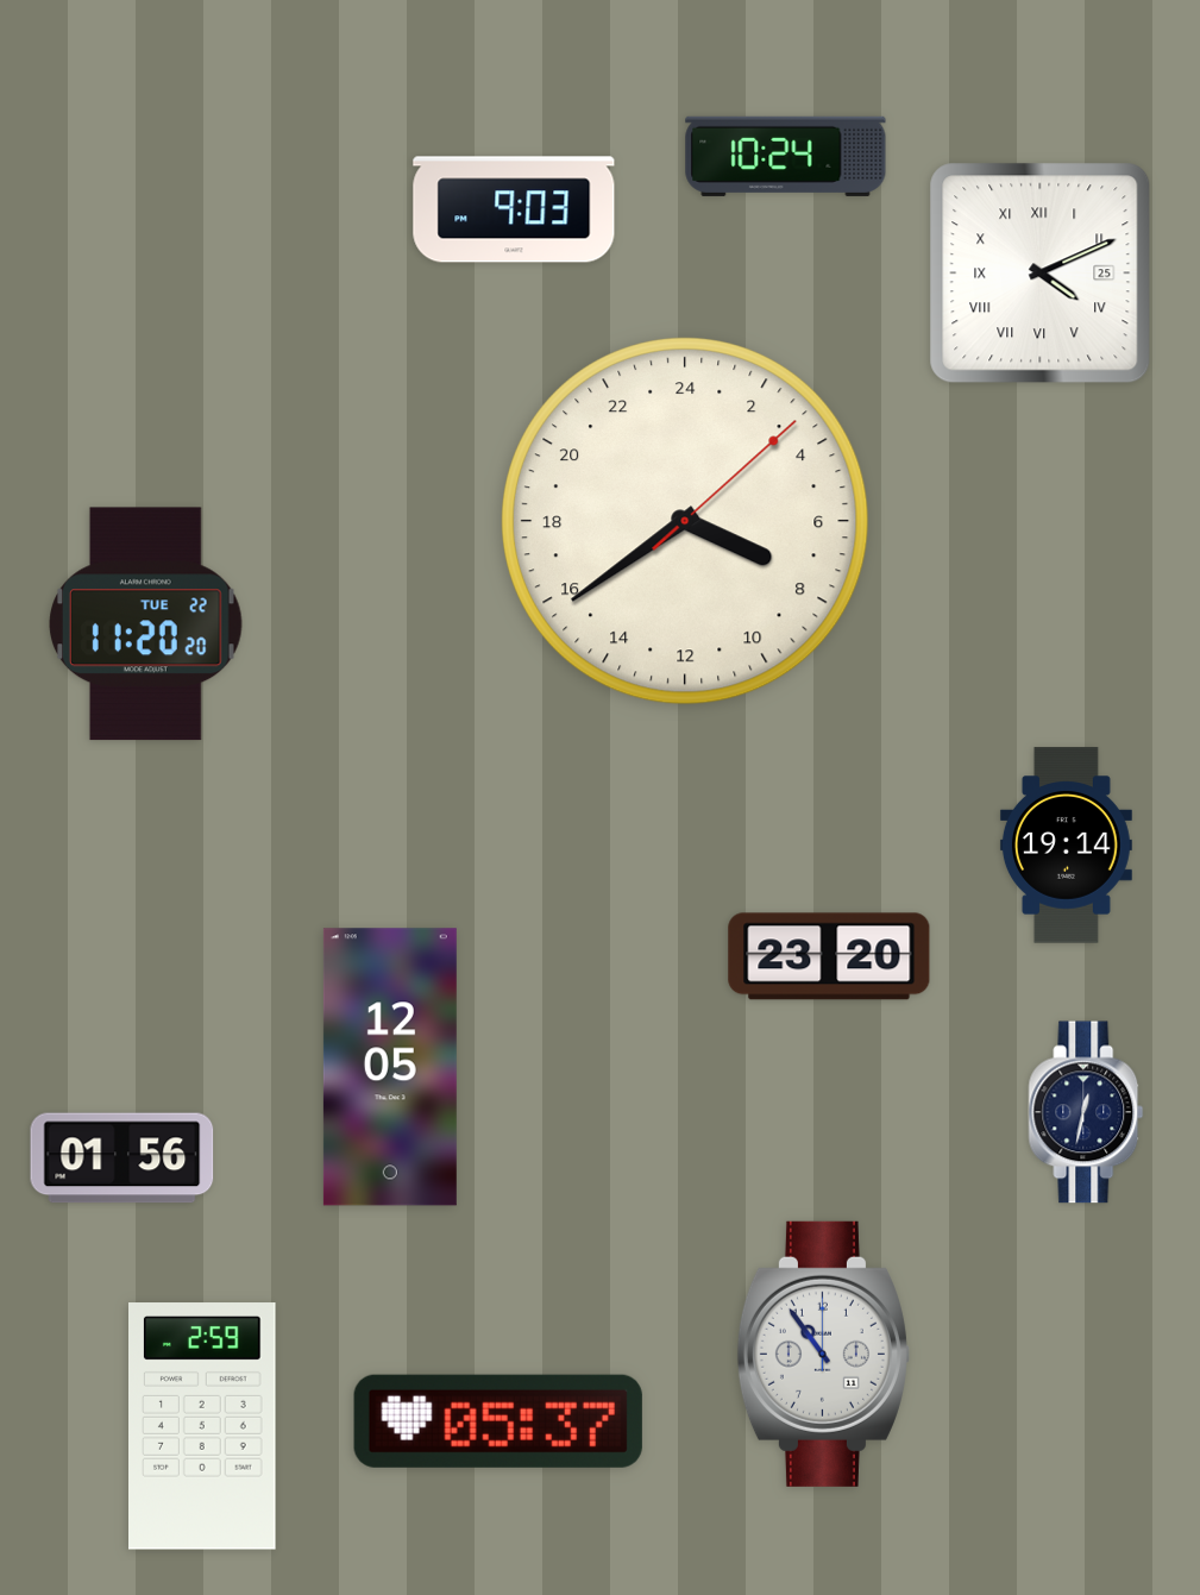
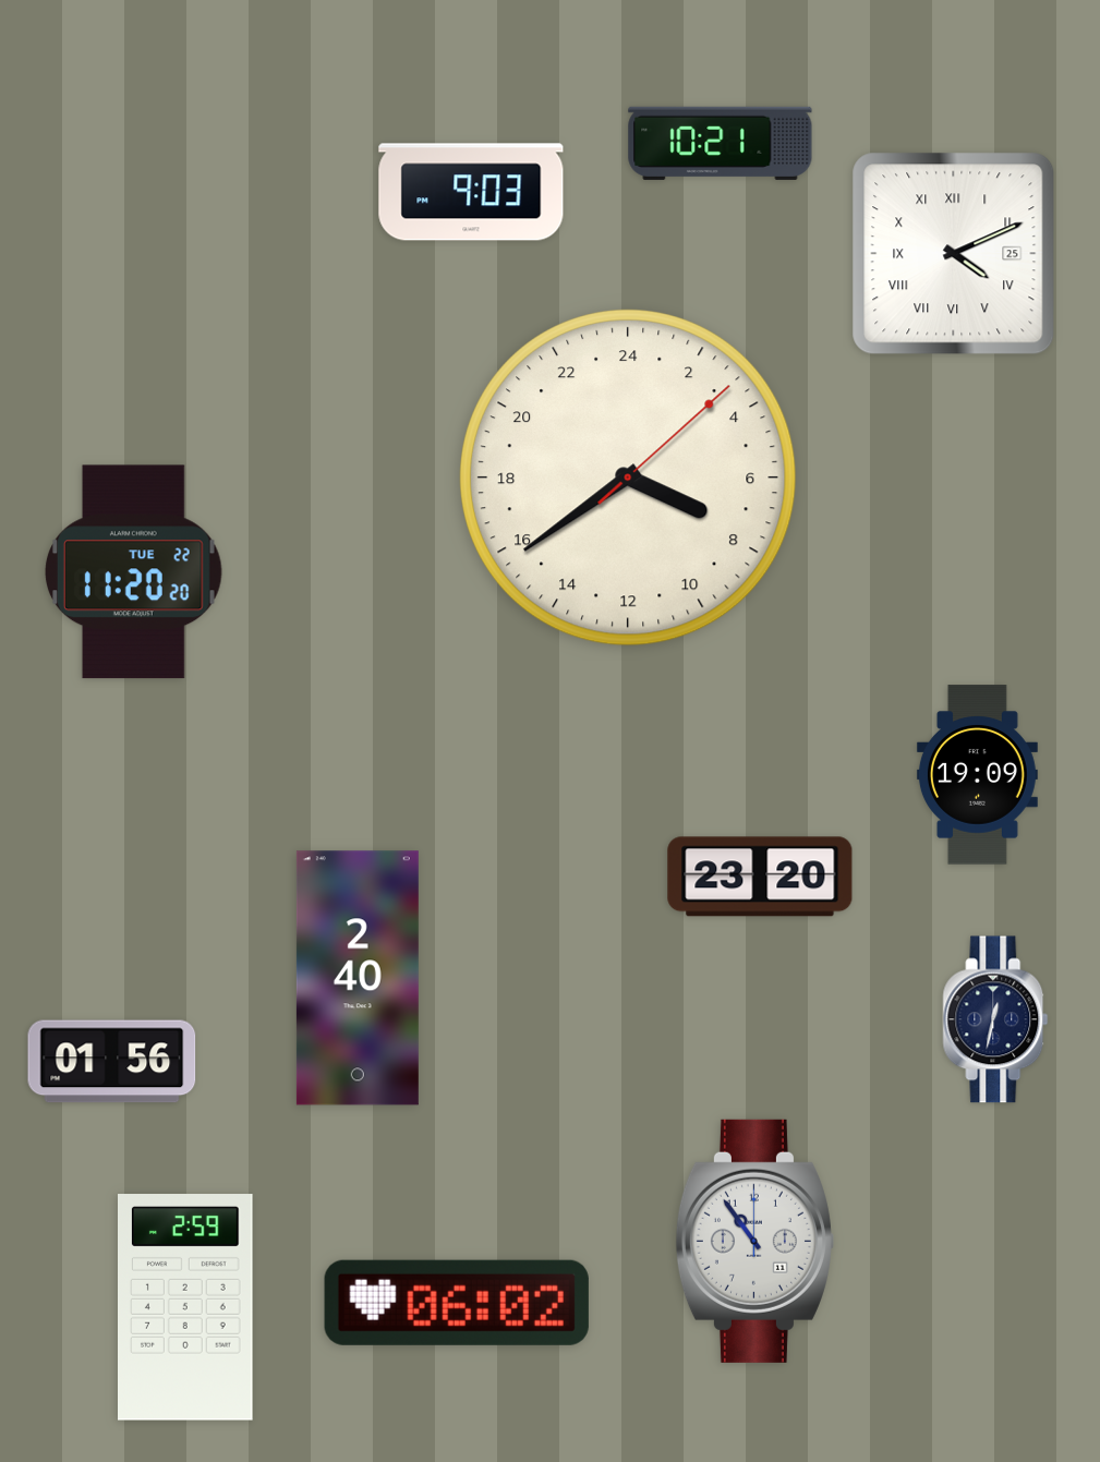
clock at (786, 156): 10:24 -> 10:21
clock at (1041, 274) position: (1041, 274) -> (954, 254)
clock at (1066, 846): 19:14 -> 19:09
clock at (390, 1067): 12:05 -> 2:40
clock at (498, 1421): 05:37 -> 06:02
